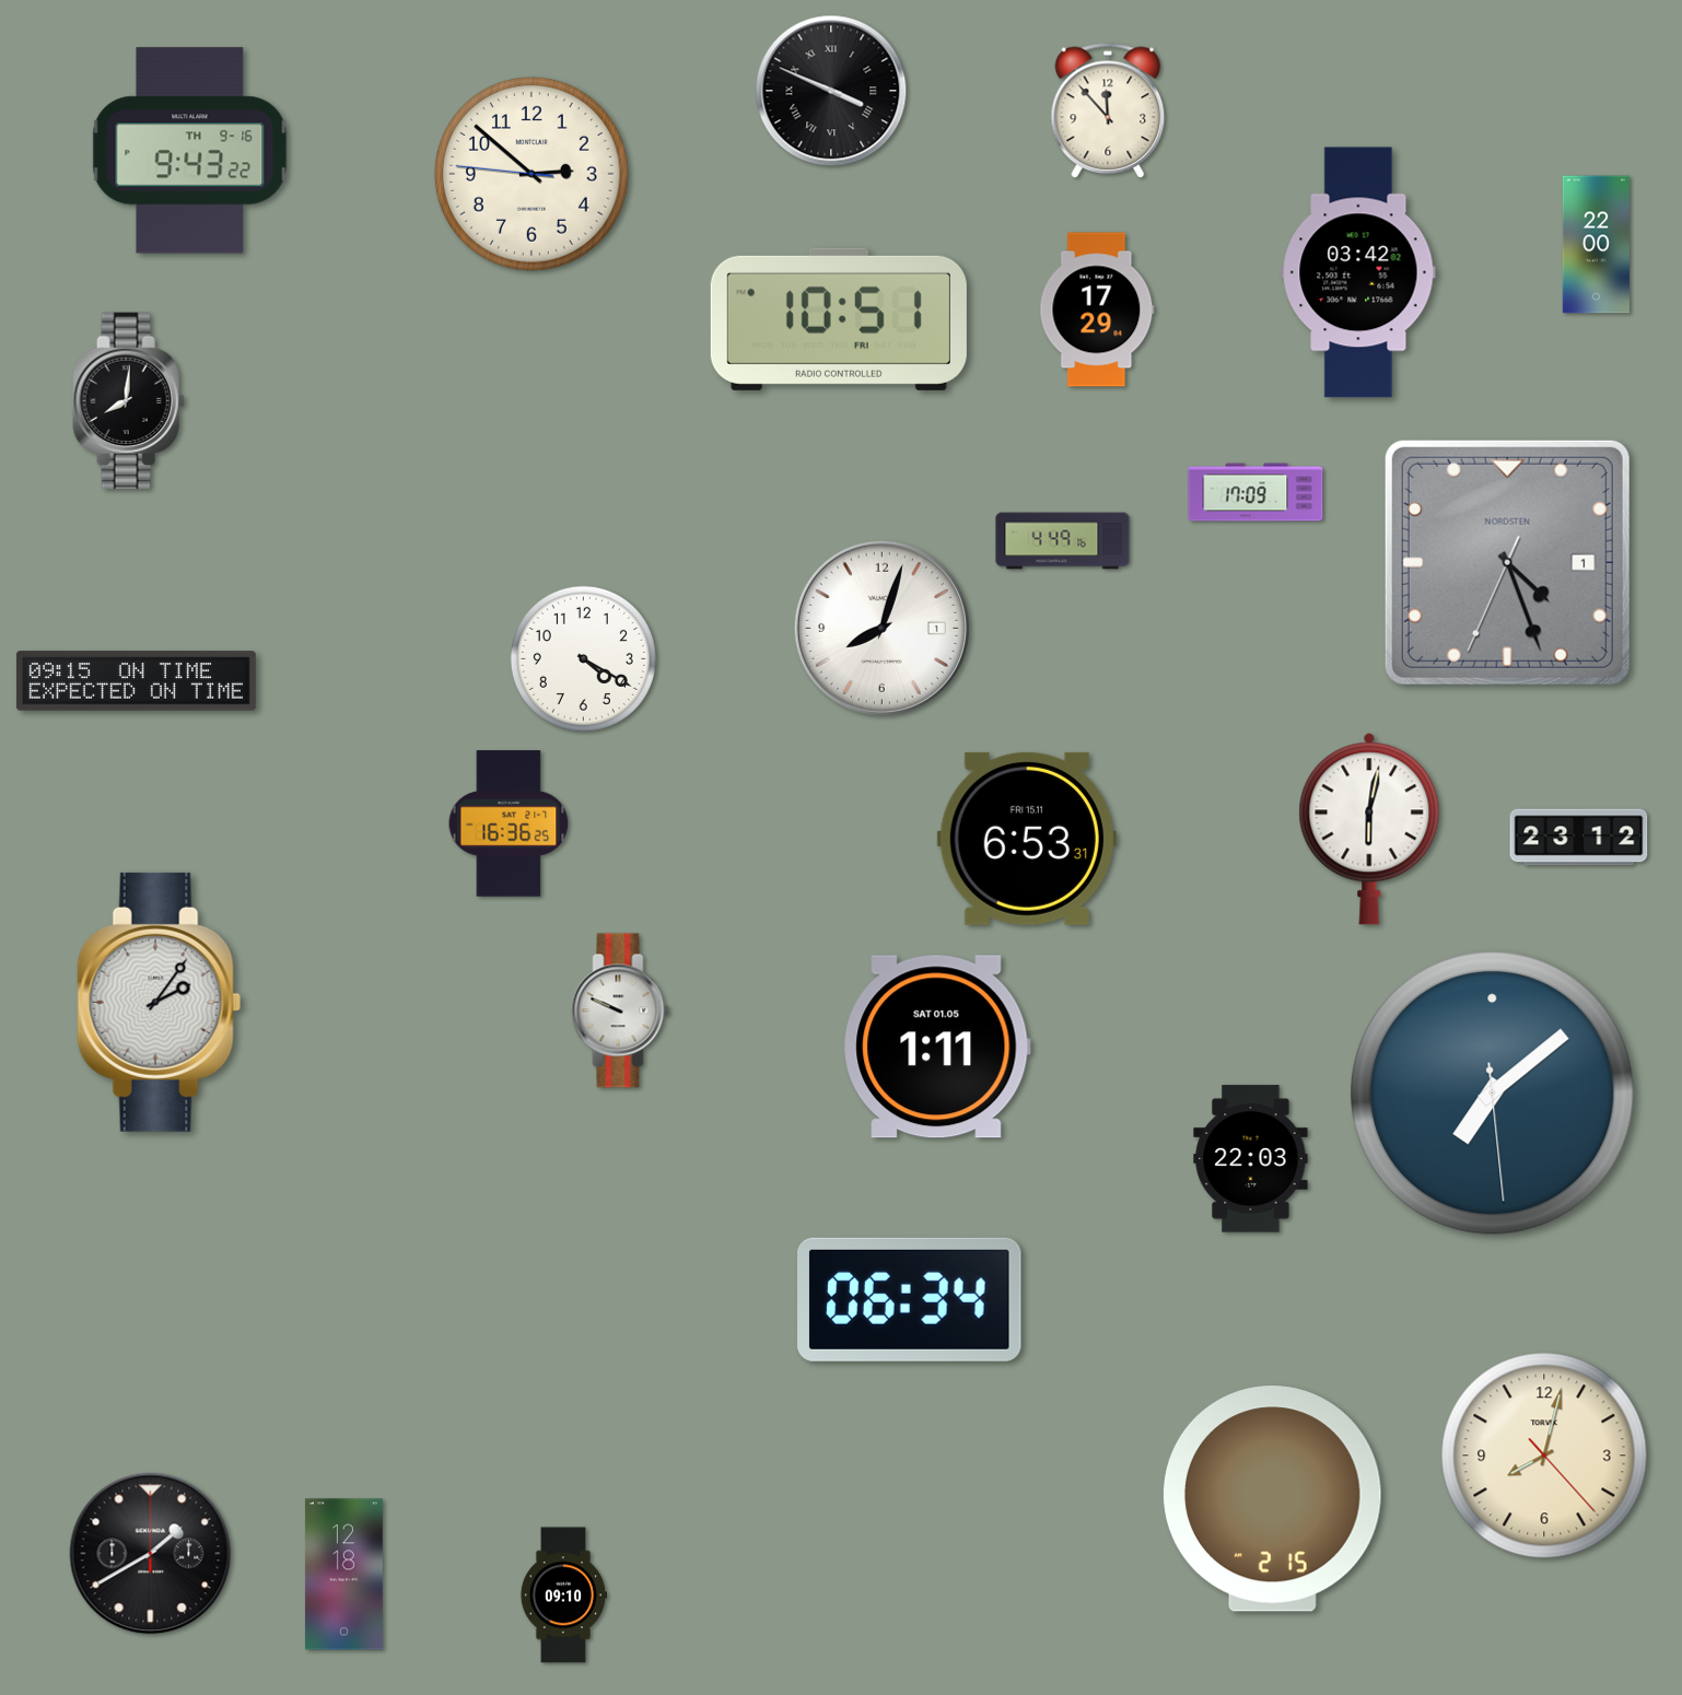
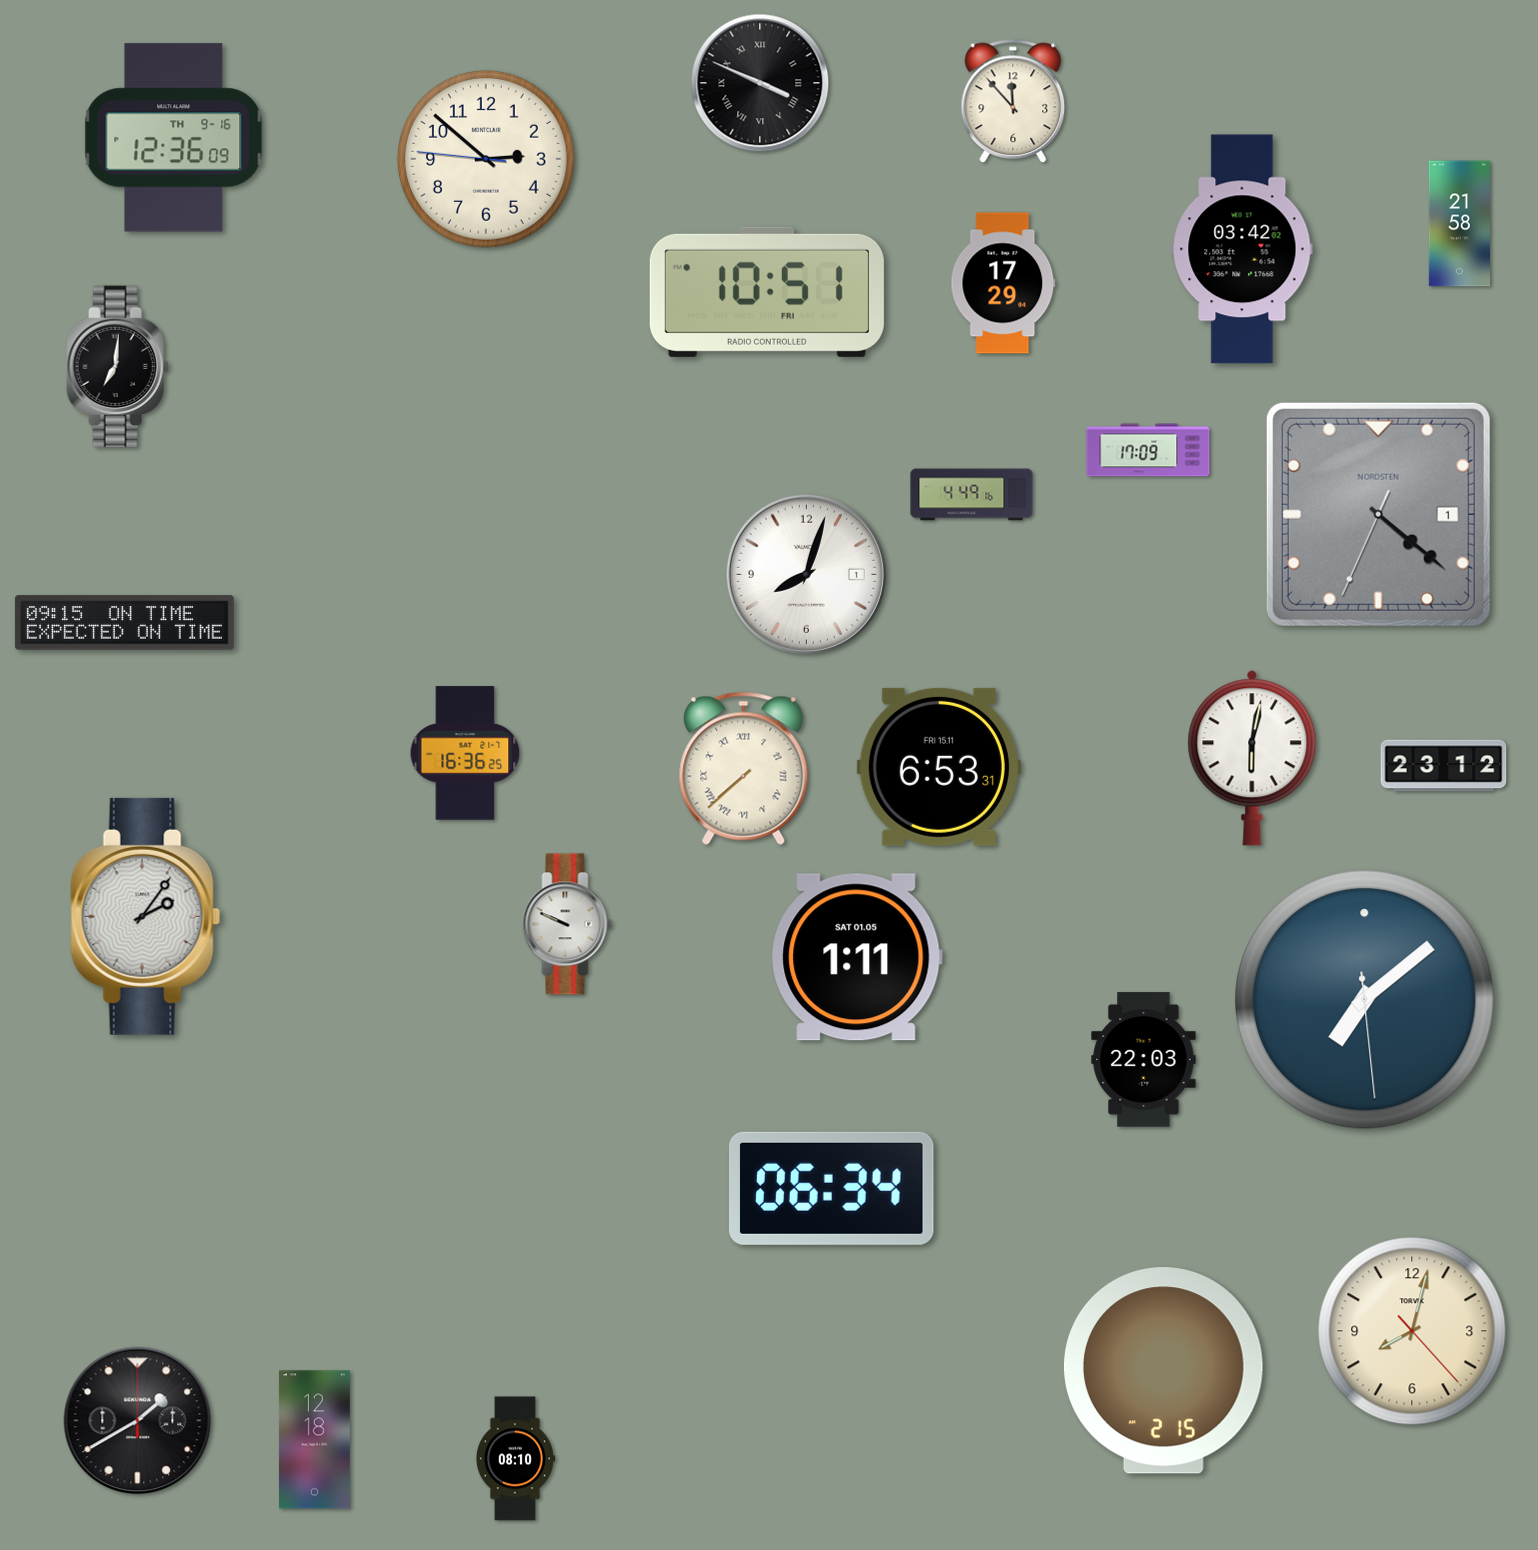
clock at (190, 151): 9:43 -> 12:36
clock at (1596, 245): 22:00 -> 21:58
clock at (129, 401): 8:01 -> 7:01
clock at (1507, 562): 4:26 -> 4:21
clock at (583, 658): 4:20 -> none
clock at (744, 768): none -> 7:38
clock at (563, 1595): 09:10 -> 08:10
